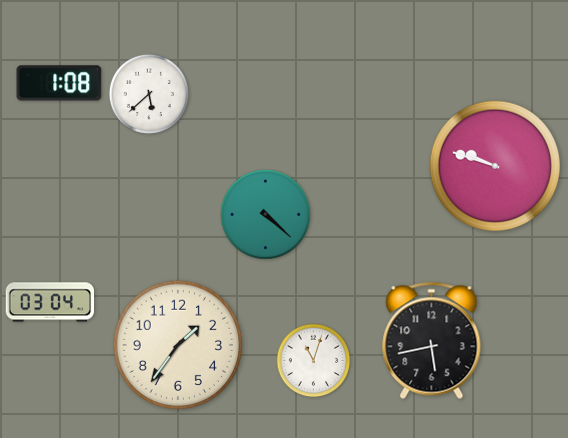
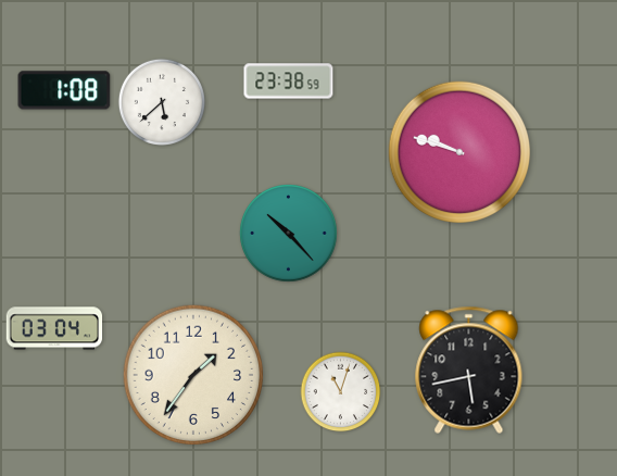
clock at (289, 82): none -> 23:38
clock at (494, 165) position: (494, 165) -> (458, 151)
clock at (266, 215): 4:22 -> 10:23
